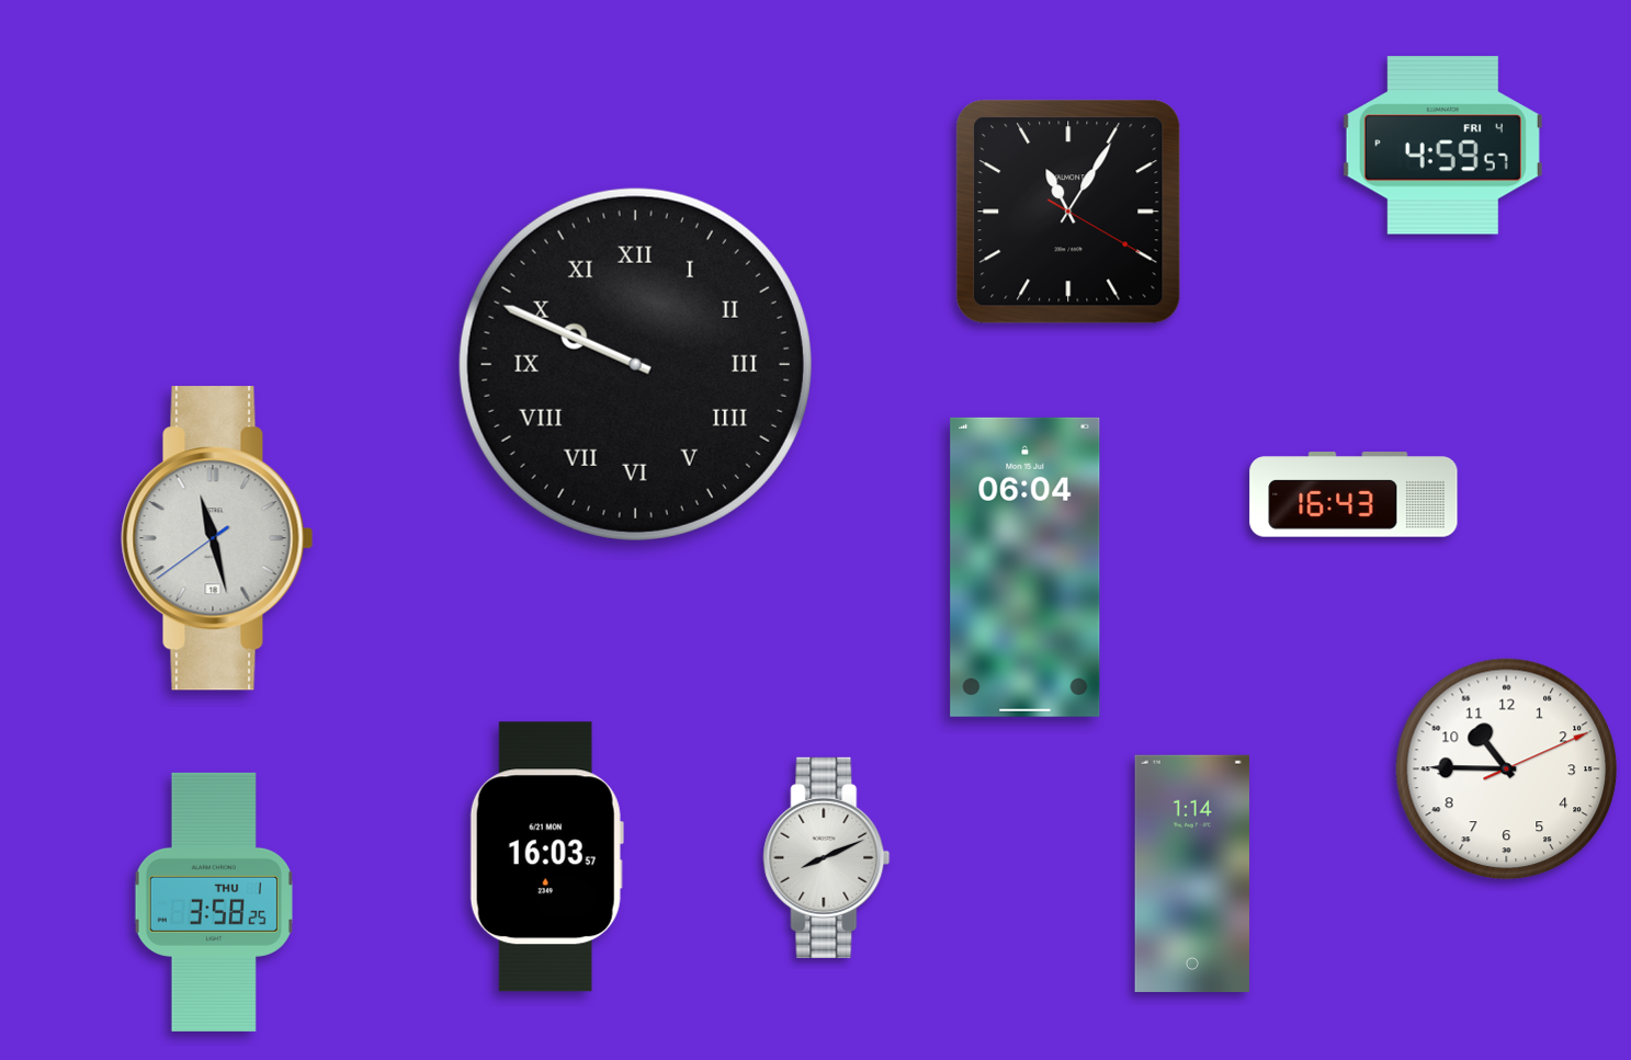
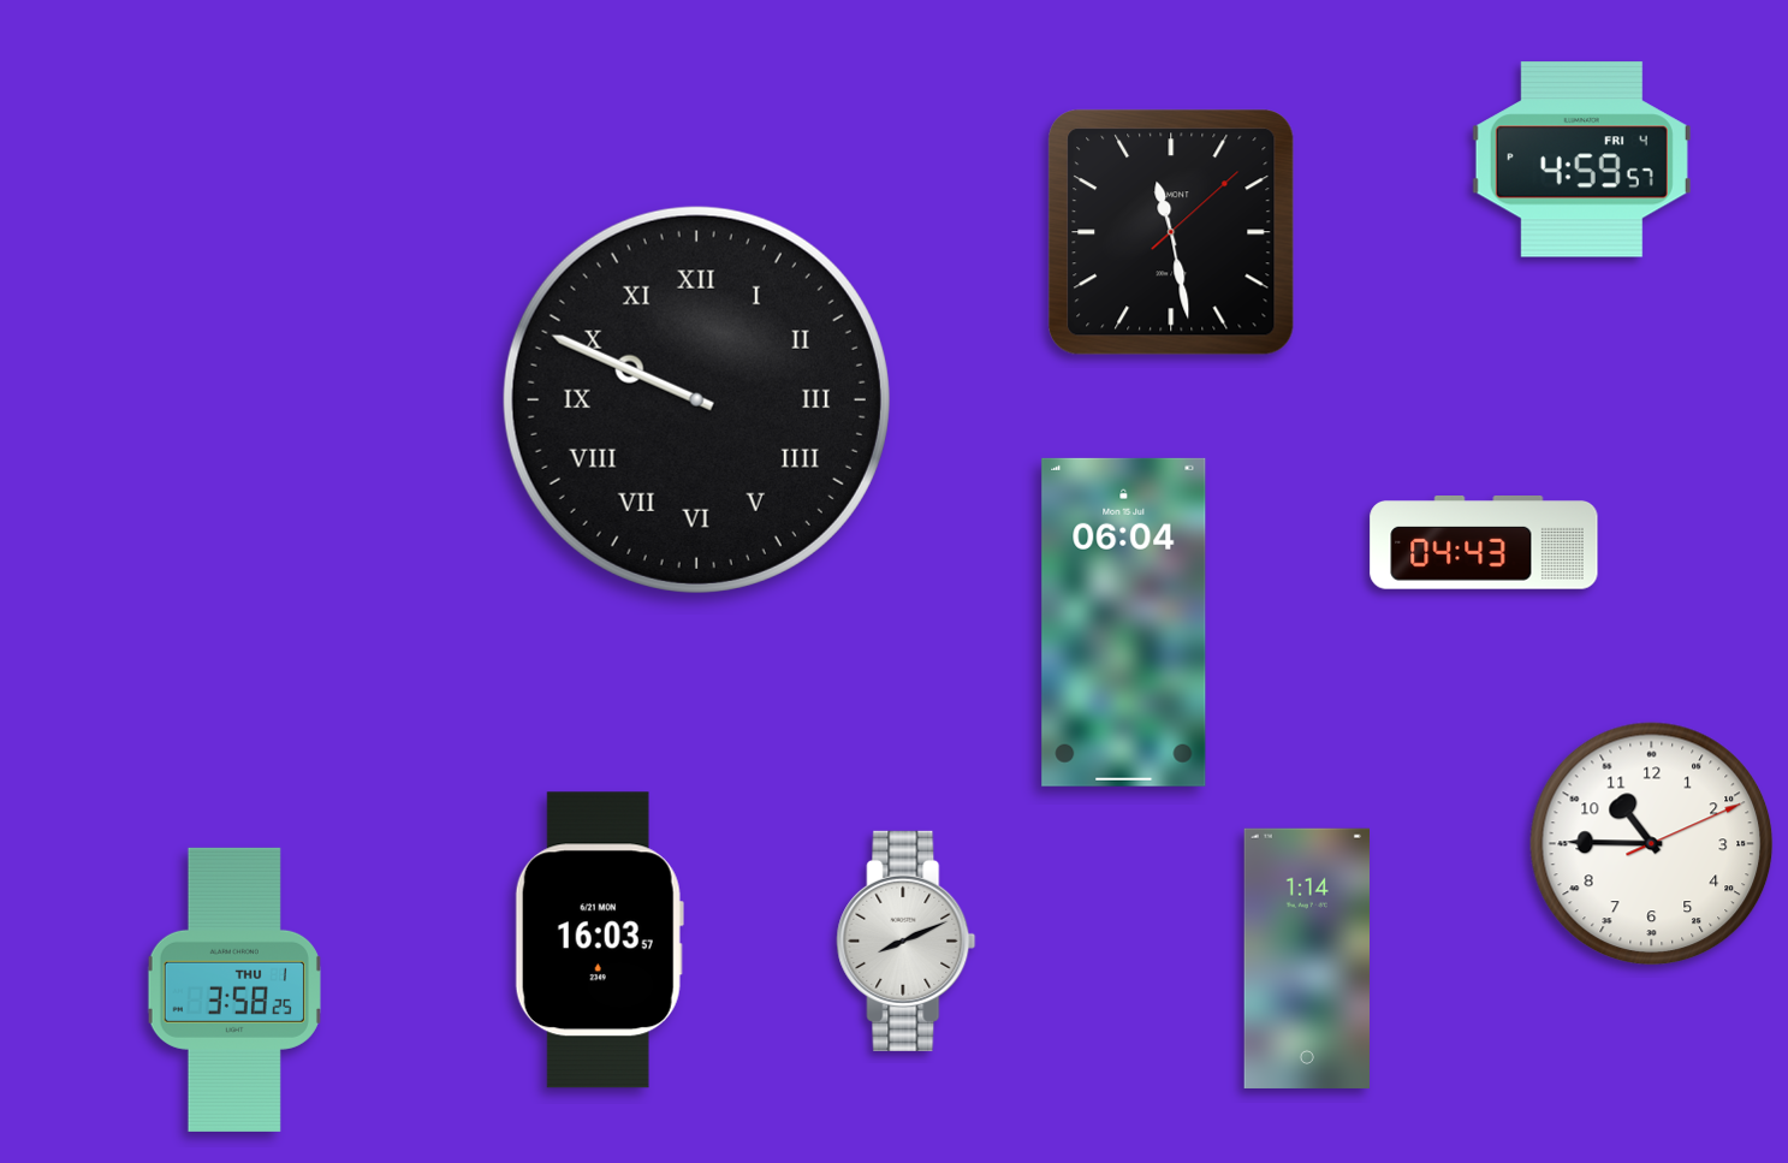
clock at (1068, 212): 11:05 -> 11:28
clock at (1353, 495): 16:43 -> 04:43
clock at (217, 538): 11:27 -> none
